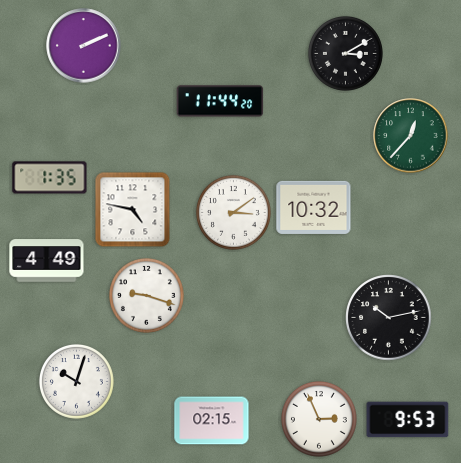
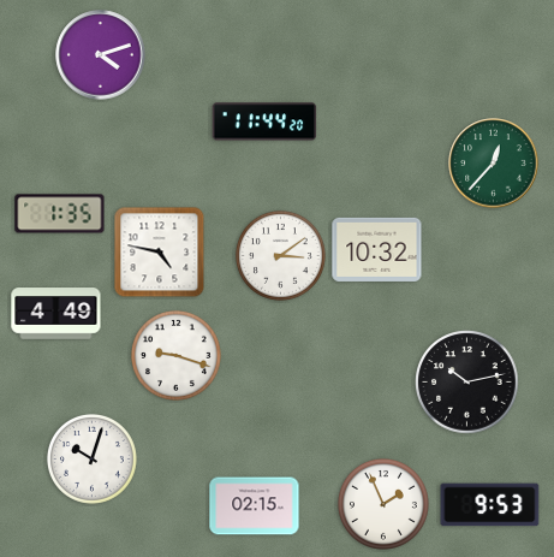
clock at (84, 46): 2:11 -> 4:12
clock at (345, 53): 3:10 -> none
clock at (319, 419): 2:56 -> 1:56
